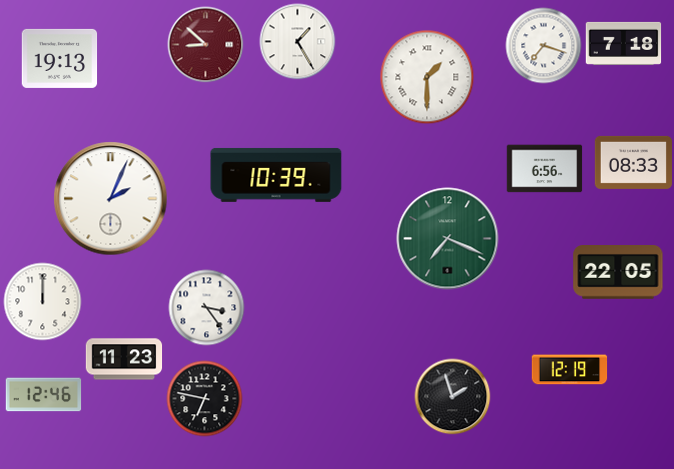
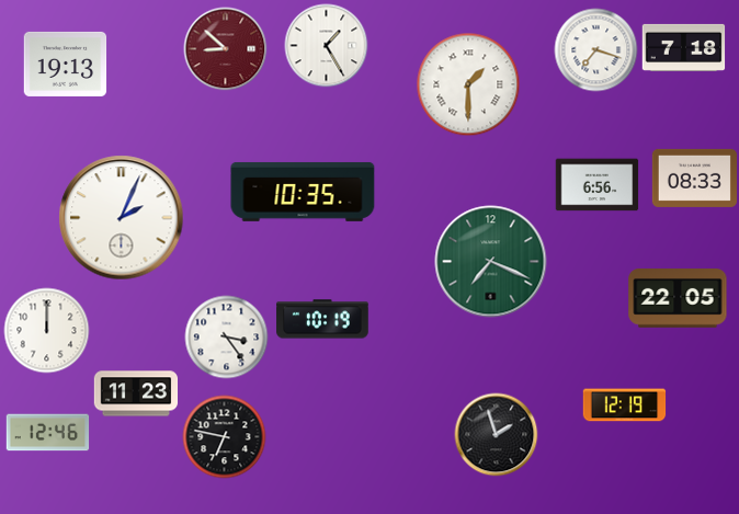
clock at (276, 175): 10:39 -> 10:35
clock at (322, 319): none -> 10:19
